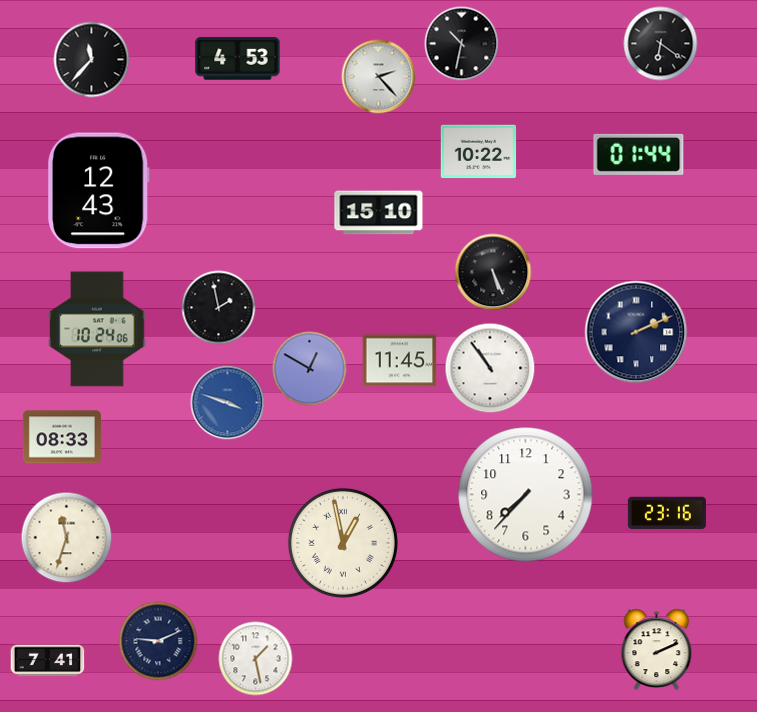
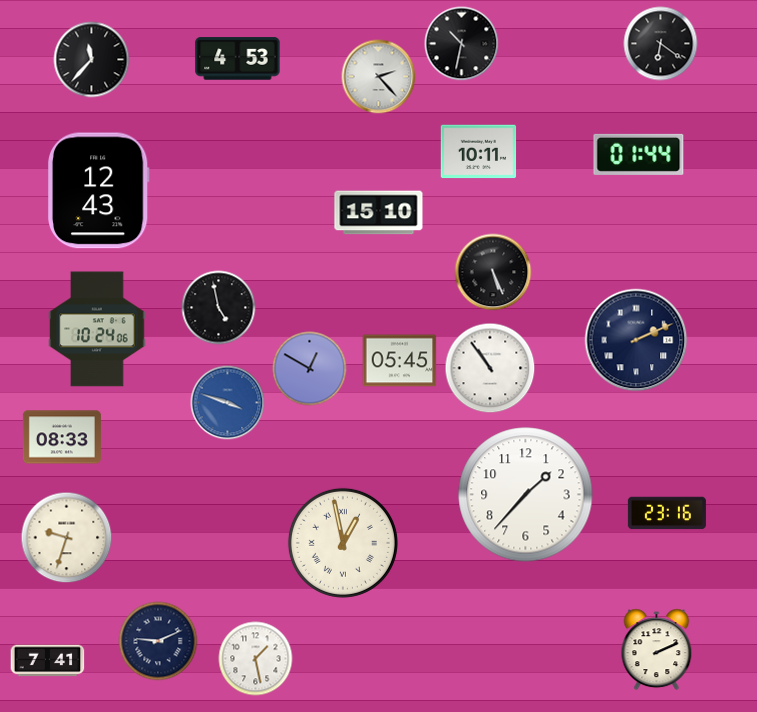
clock at (479, 152): 10:22 -> 10:11
clock at (219, 308): 1:58 -> 4:58
clock at (636, 332) position: (636, 332) -> (636, 340)
clock at (400, 361): 11:45 -> 05:45
clock at (526, 495): 7:37 -> 1:37
clock at (67, 538): 11:33 -> 9:33
